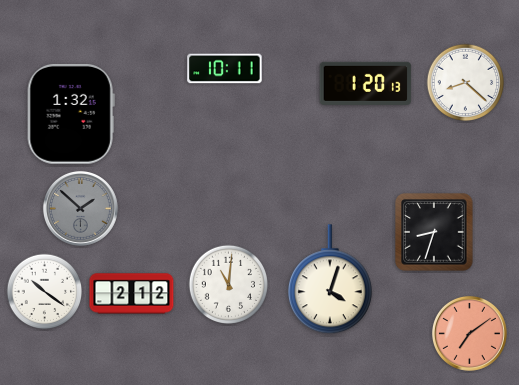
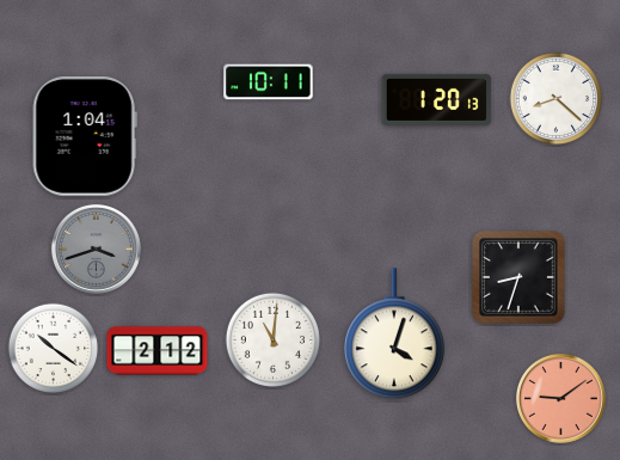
clock at (71, 114): 1:32 -> 1:04
clock at (80, 208): 1:52 -> 3:42
clock at (469, 333): 7:09 -> 9:09
